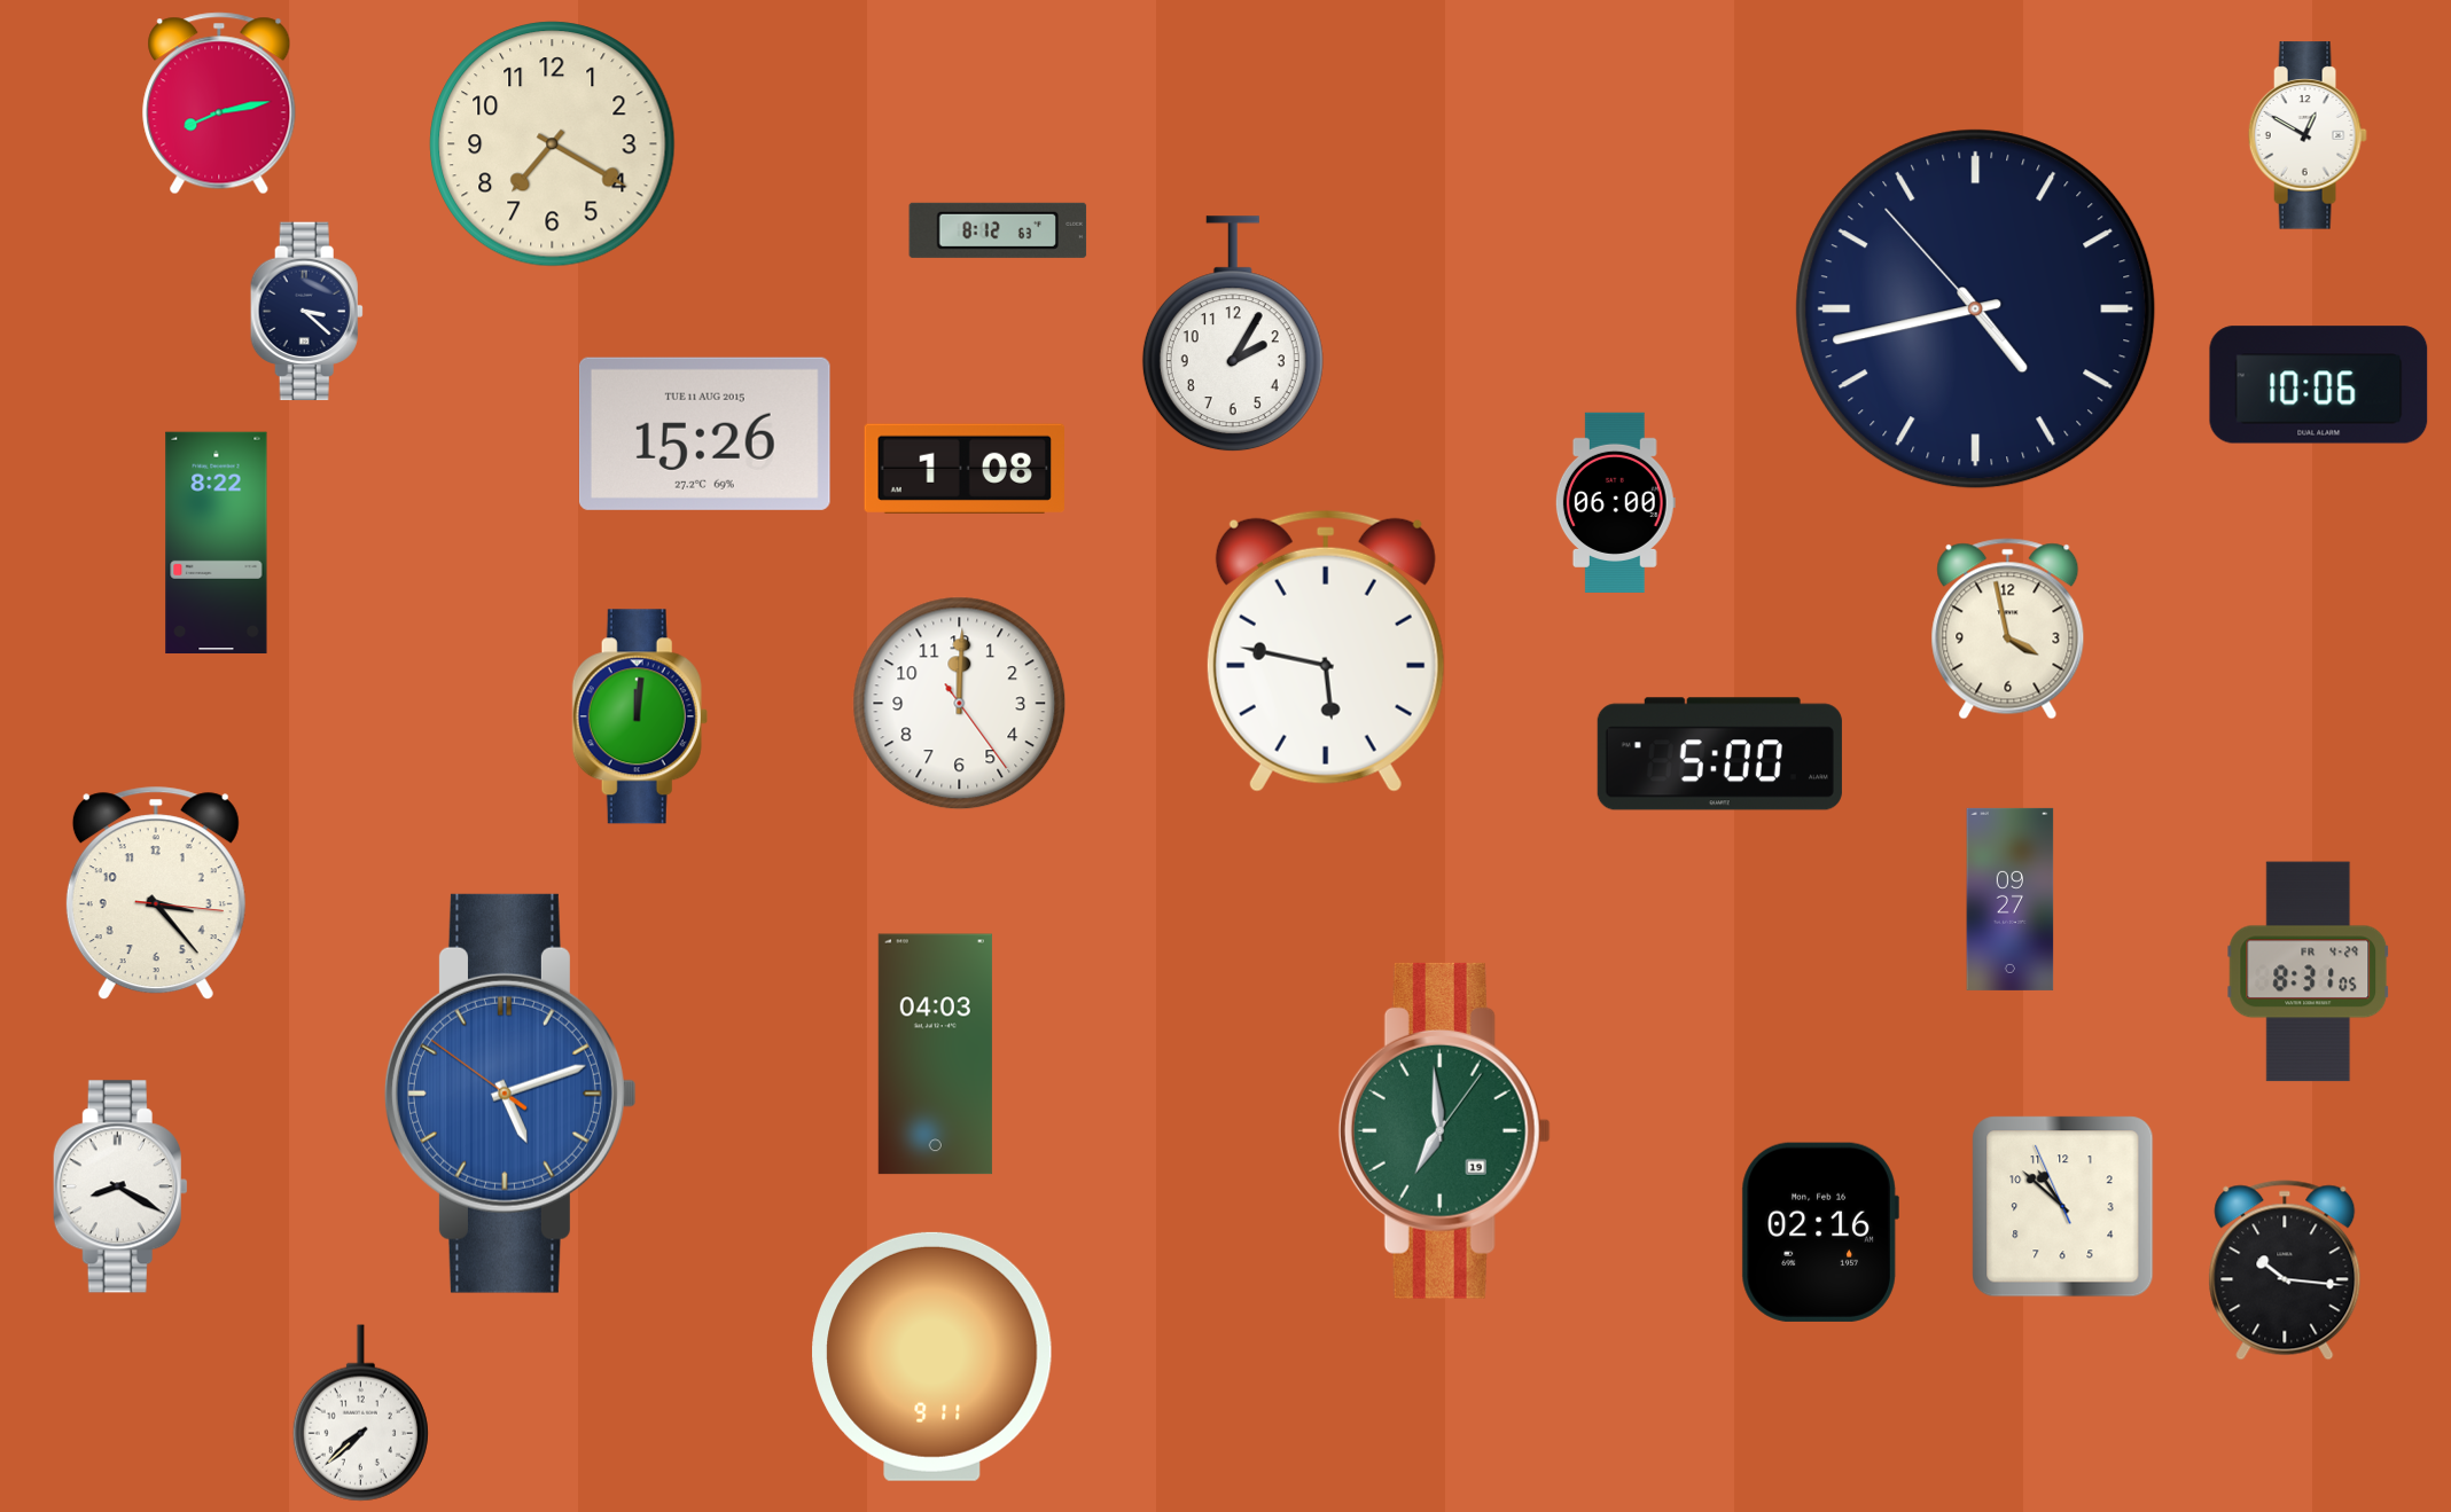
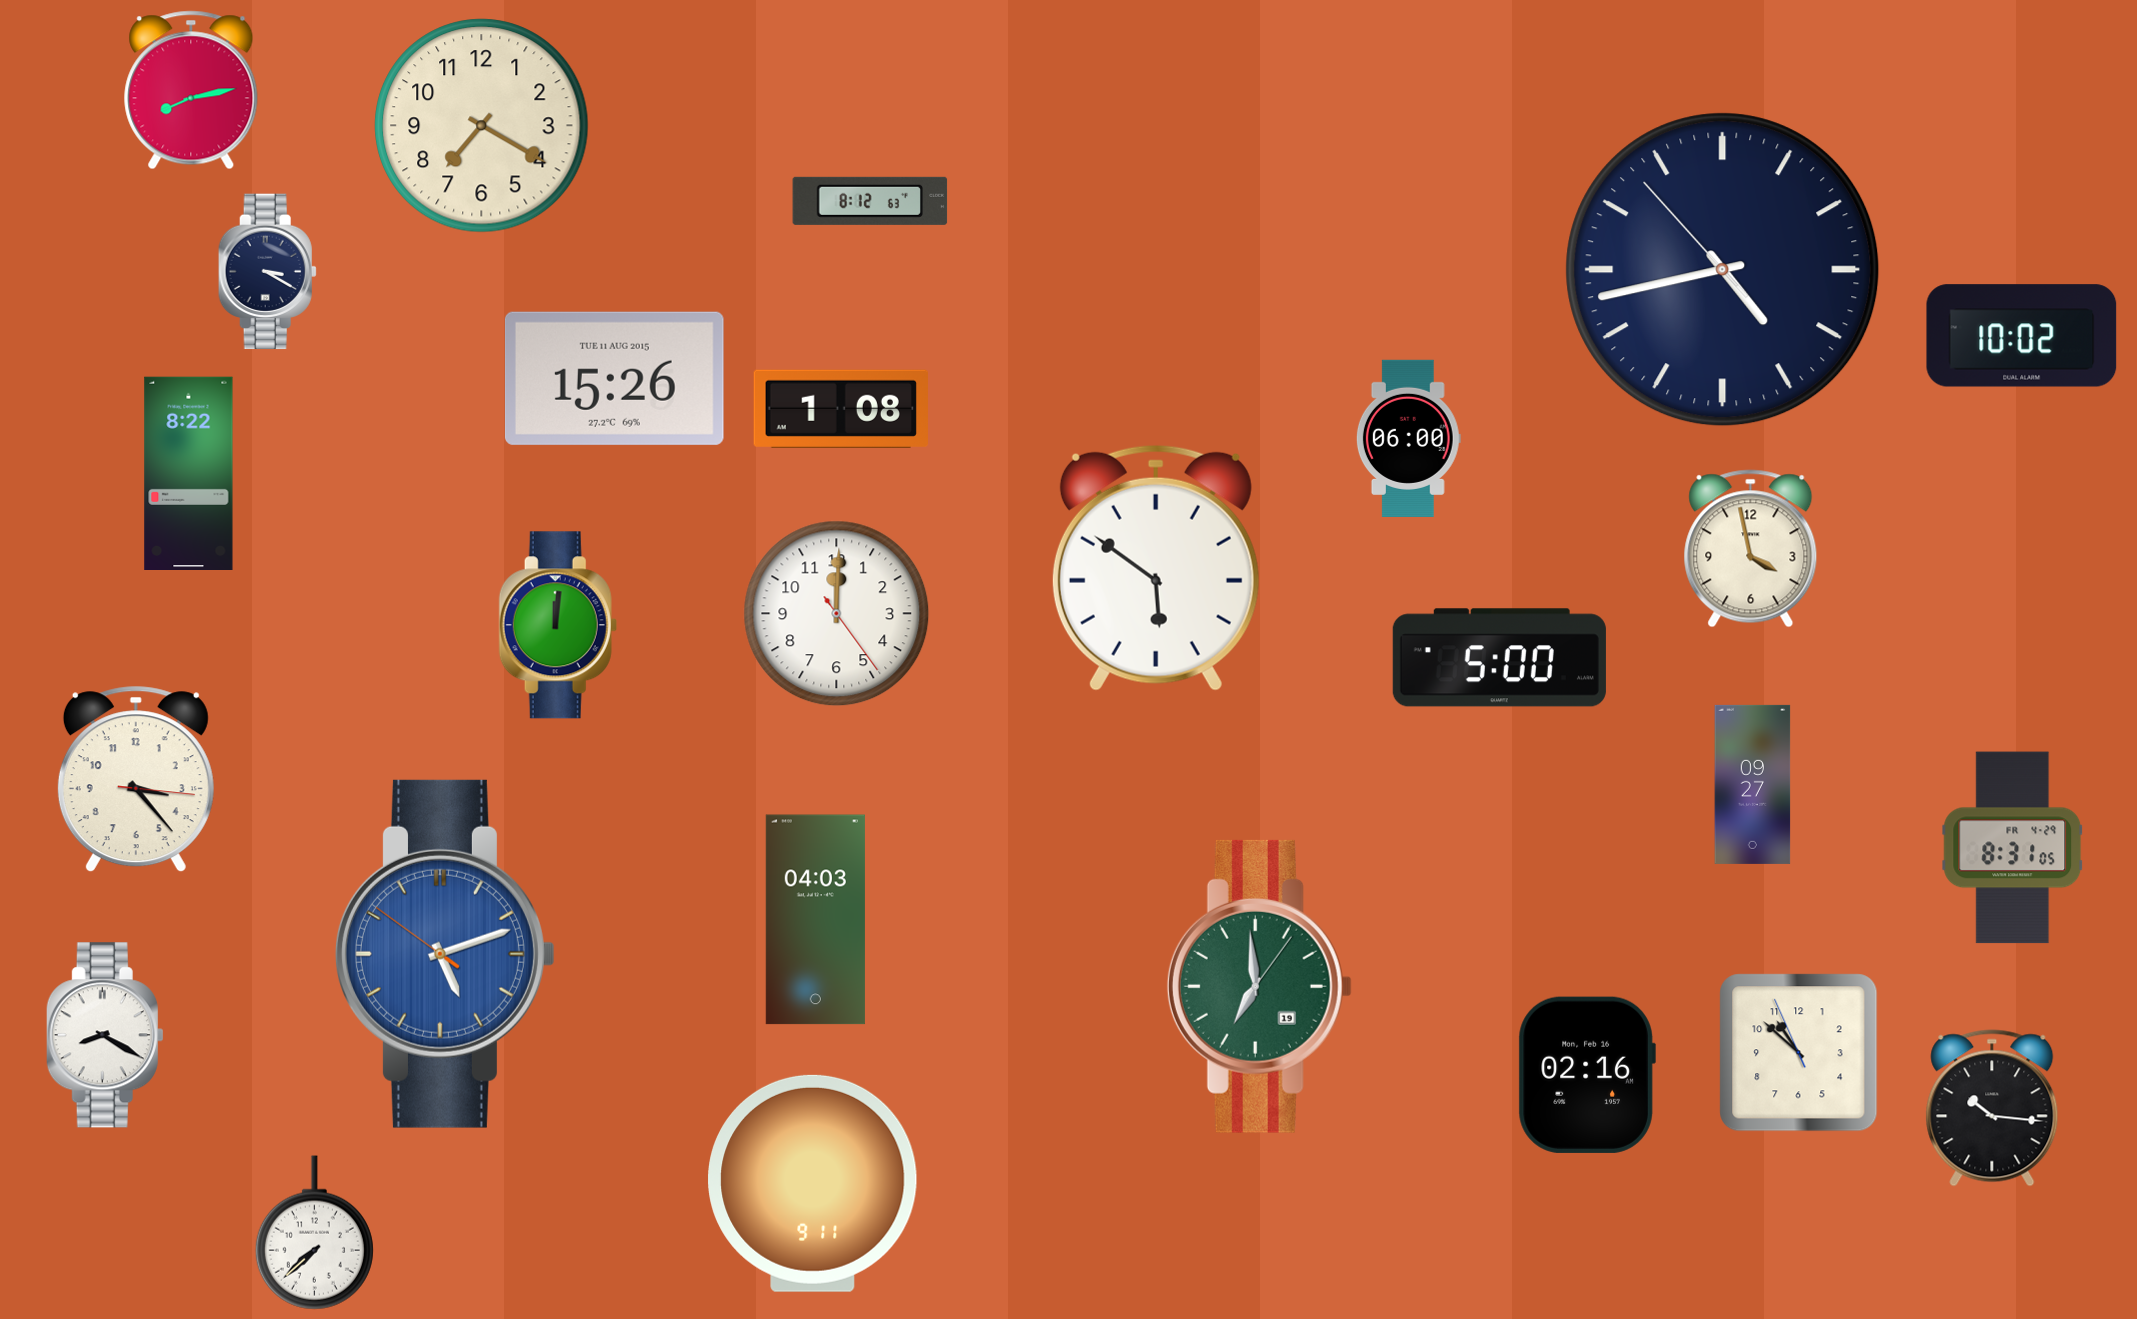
clock at (2308, 135): 12:50 -> none
clock at (306, 312): 3:22 -> 3:20
clock at (1233, 335): 2:05 -> none
clock at (2319, 385): 10:06 -> 10:02
clock at (1326, 651): 5:47 -> 5:51
